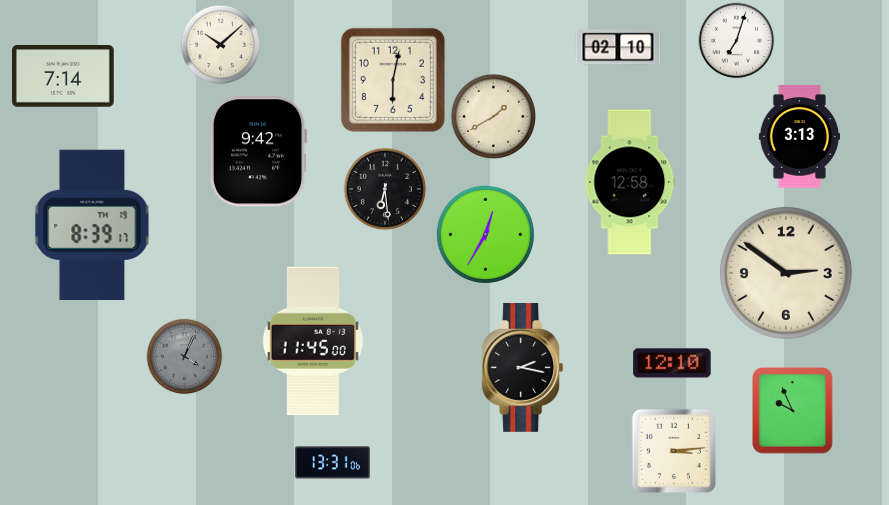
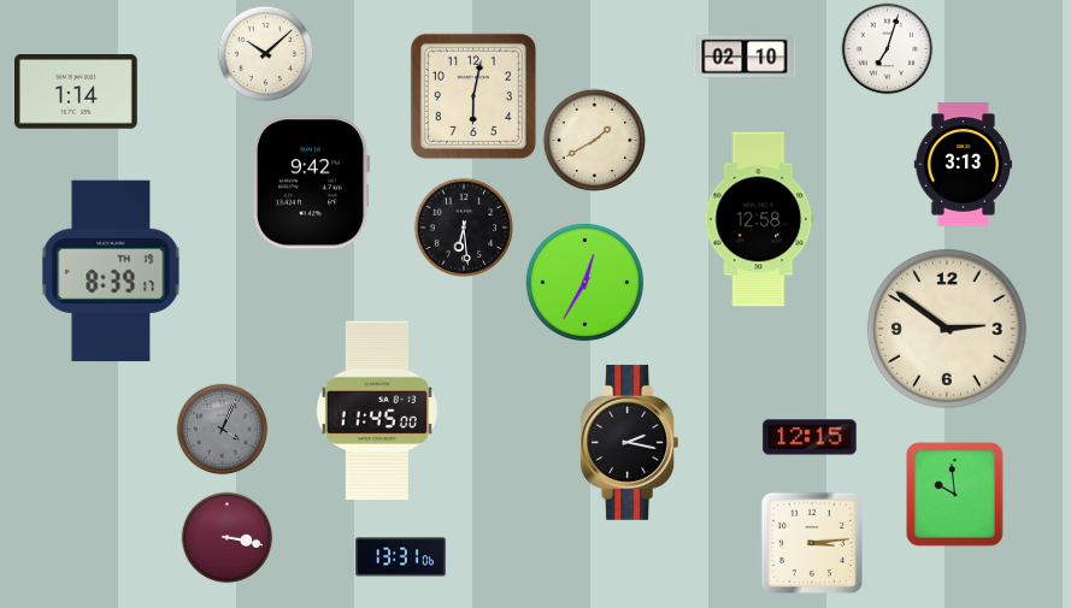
clock at (64, 77): 7:14 -> 1:14
clock at (672, 363): 12:10 -> 12:15
clock at (793, 411): 9:56 -> 9:59
clock at (228, 538): none -> 3:17
